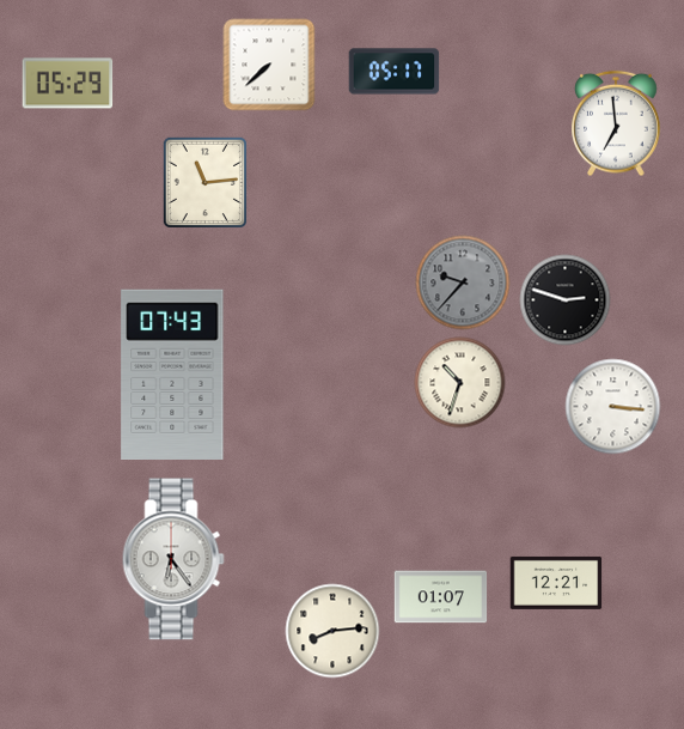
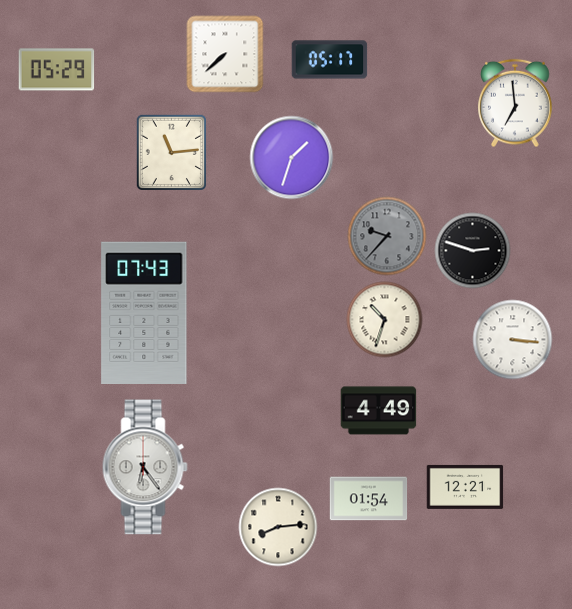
clock at (292, 158): none -> 1:33
clock at (379, 411): none -> 4:49
clock at (441, 597): 01:07 -> 01:54
